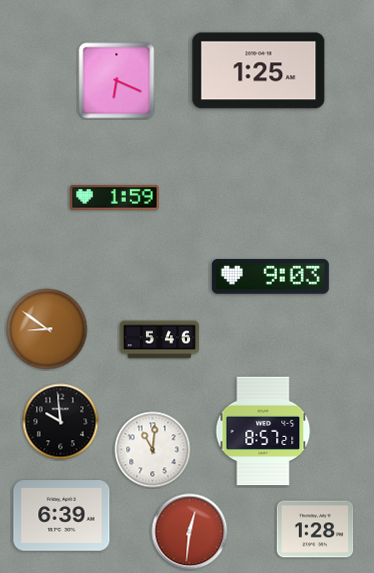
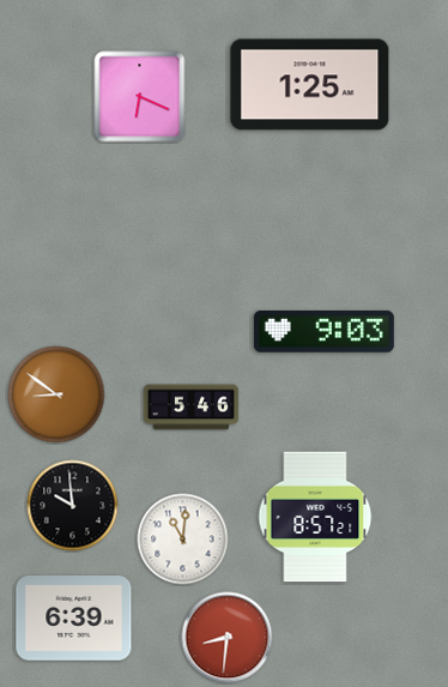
clock at (115, 198): 1:59 -> none
clock at (315, 529): 1:28 -> none
clock at (190, 532): 12:31 -> 8:31
